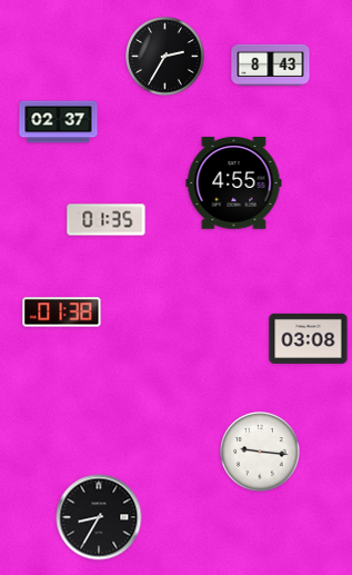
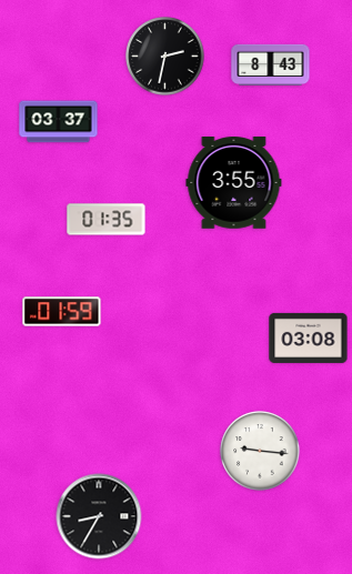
clock at (165, 57): 2:35 -> 2:32
clock at (59, 122): 02:37 -> 03:37
clock at (234, 184): 4:55 -> 3:55
clock at (62, 313): 01:38 -> 01:59
